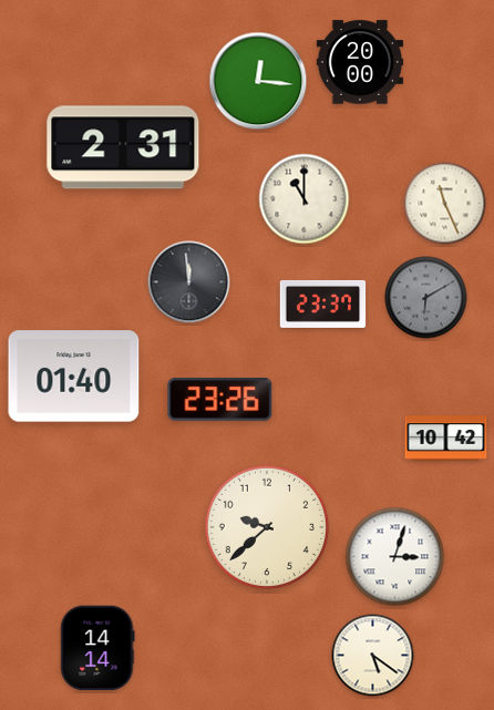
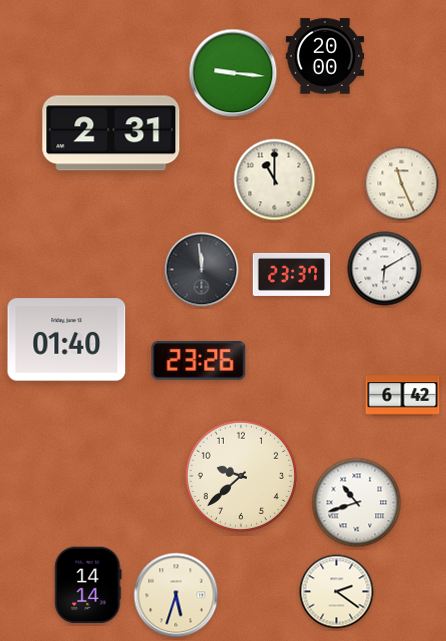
clock at (258, 81): 12:16 -> 9:16
clock at (189, 282) position: (189, 282) -> (202, 270)
clock at (426, 298) dial: grey -> white
clock at (446, 439): 10:42 -> 6:42
clock at (395, 557): 3:03 -> 10:42
clock at (373, 656): 5:21 -> 2:21
clock at (176, 595): none -> 5:33
